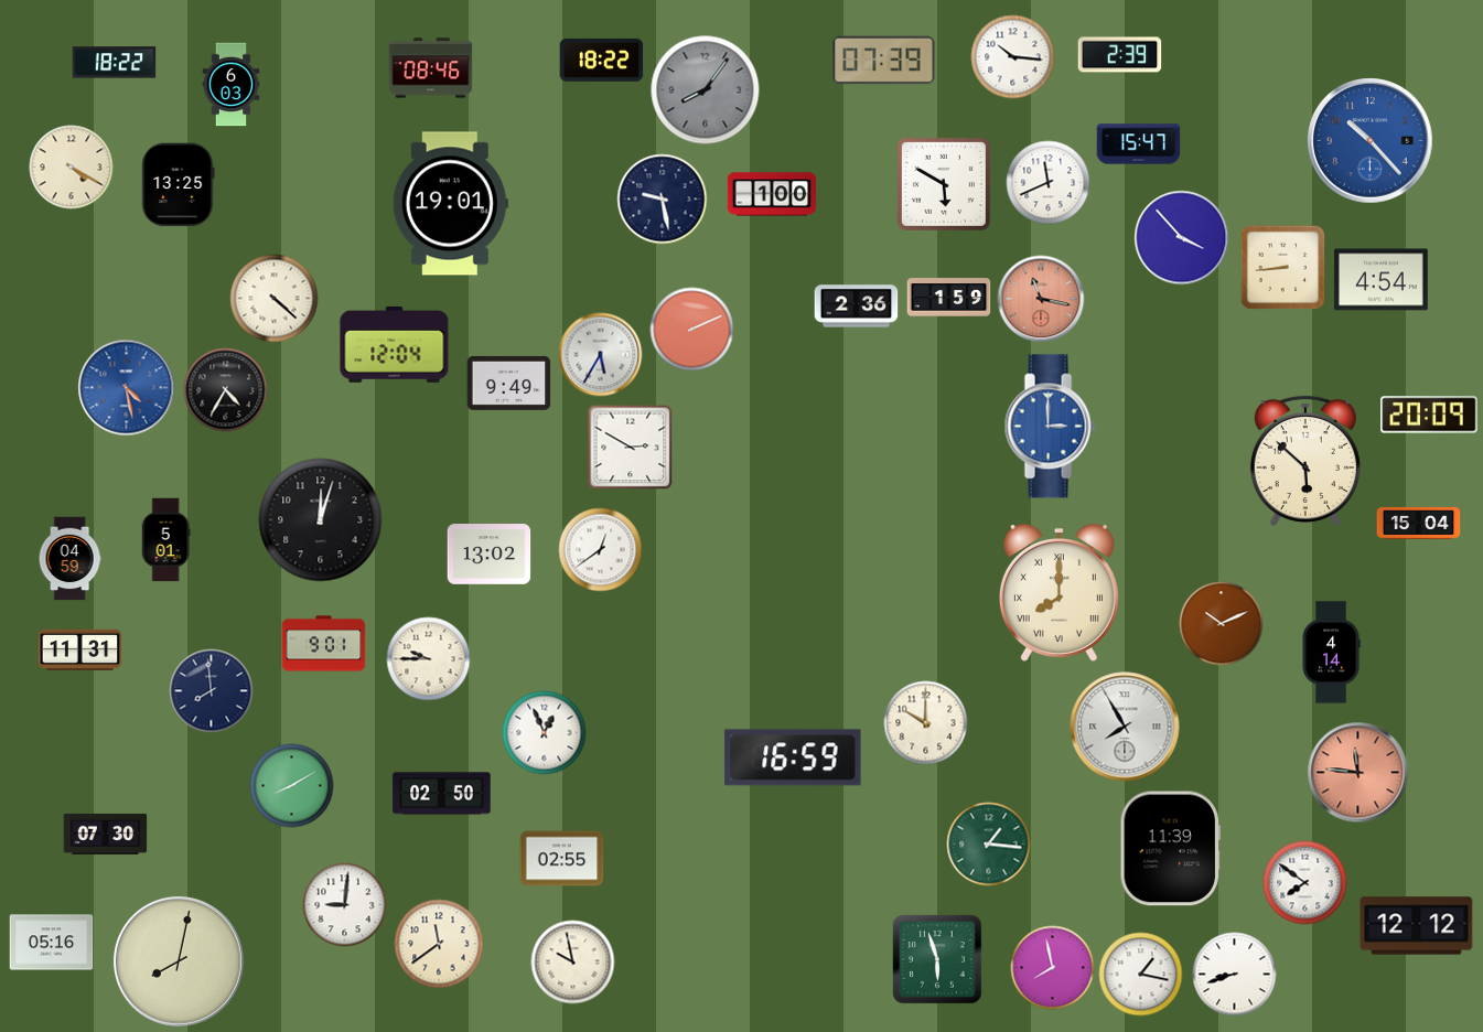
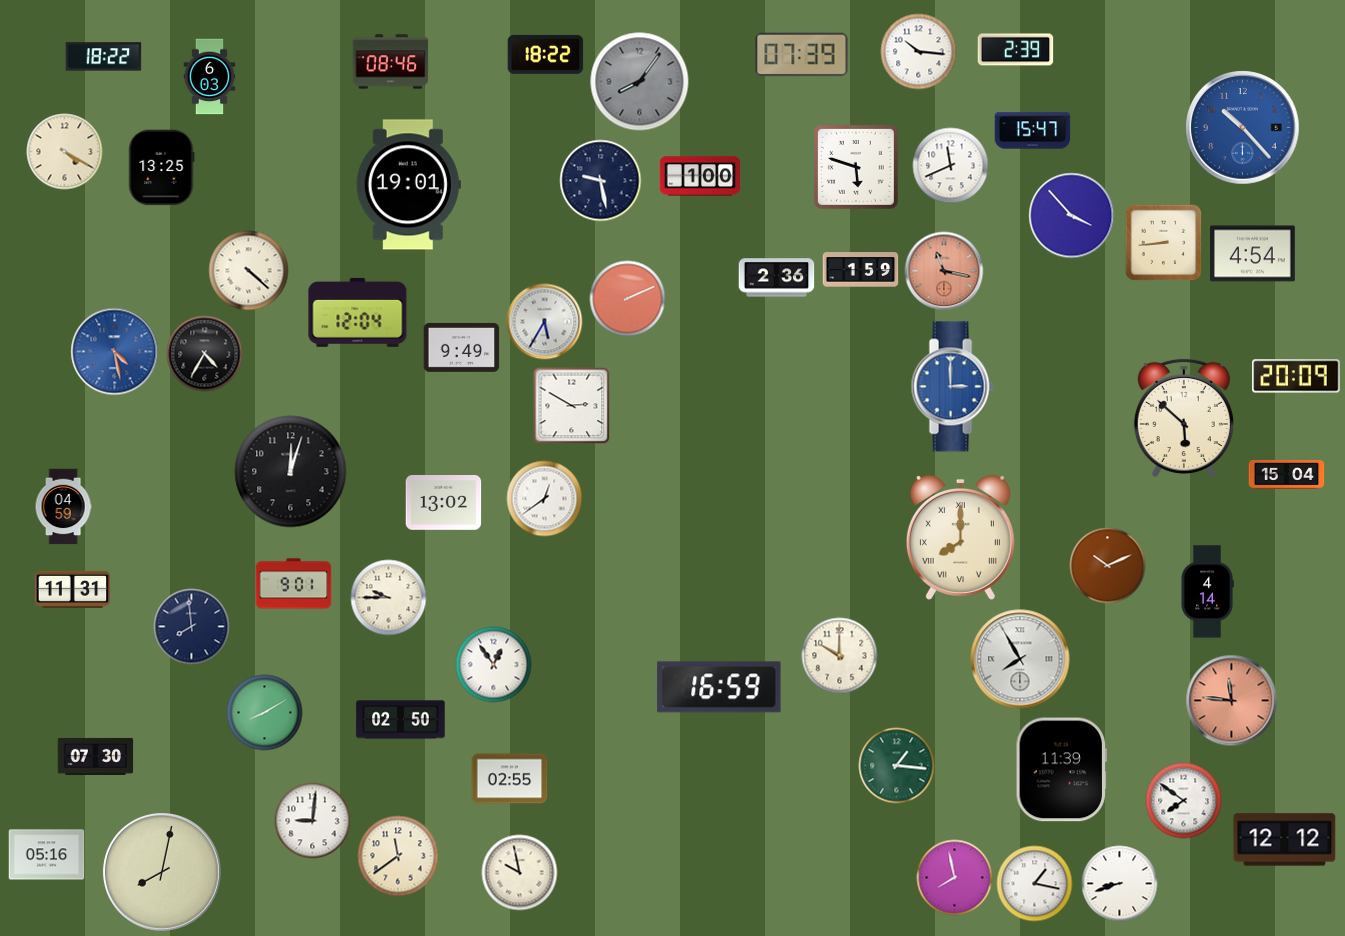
clock at (944, 184): 5:50 -> 5:48
clock at (165, 540): 5:01 -> none
clock at (545, 733): 12:56 -> 12:54
clock at (938, 960): 5:57 -> none
